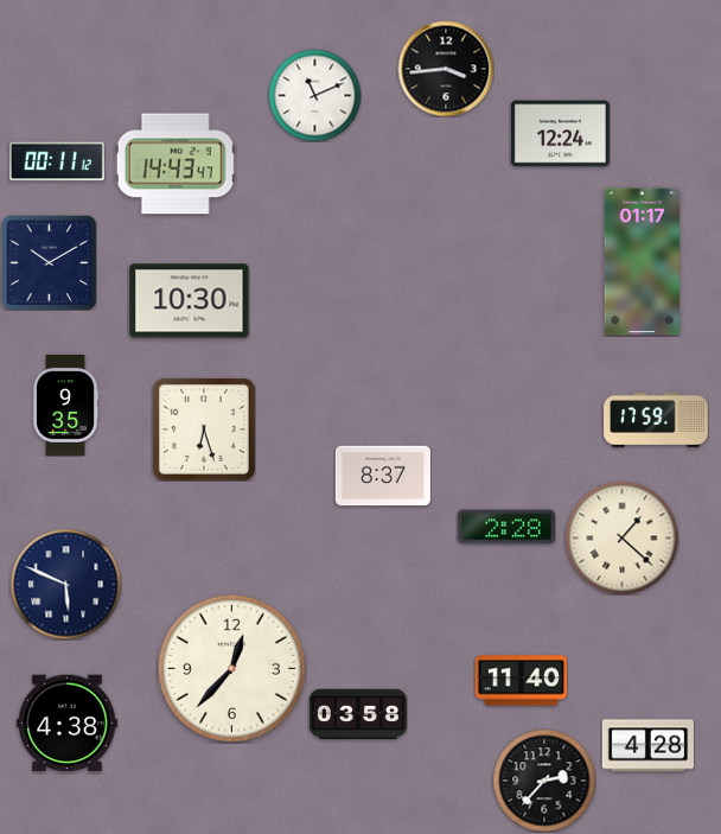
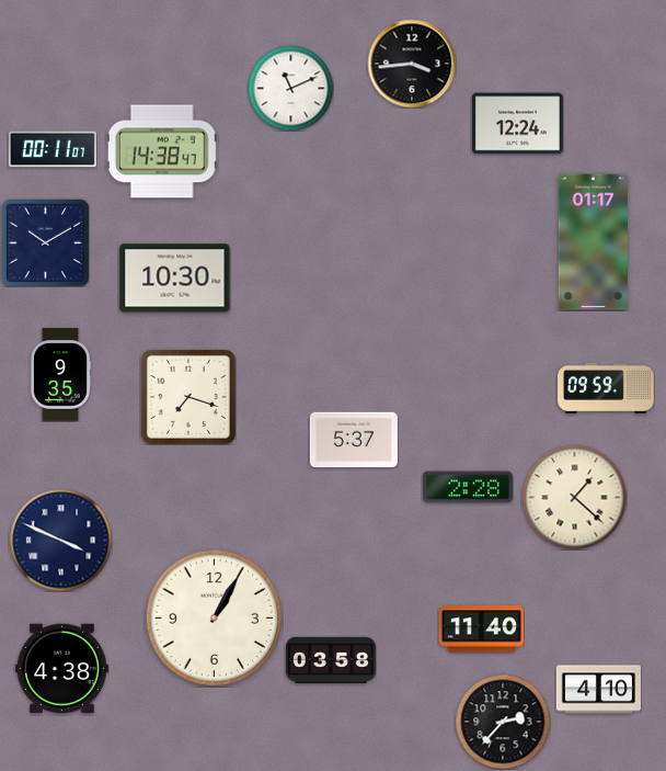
clock at (57, 161): 00:11:12 -> 00:11:07
clock at (176, 164): 14:43 -> 14:38
clock at (656, 420): 17:59 -> 09:59
clock at (204, 429): 6:27 -> 7:18
clock at (383, 476): 8:37 -> 5:37
clock at (65, 584): 5:49 -> 3:49
clock at (231, 668): 12:37 -> 1:05
clock at (647, 746): 4:28 -> 4:10
